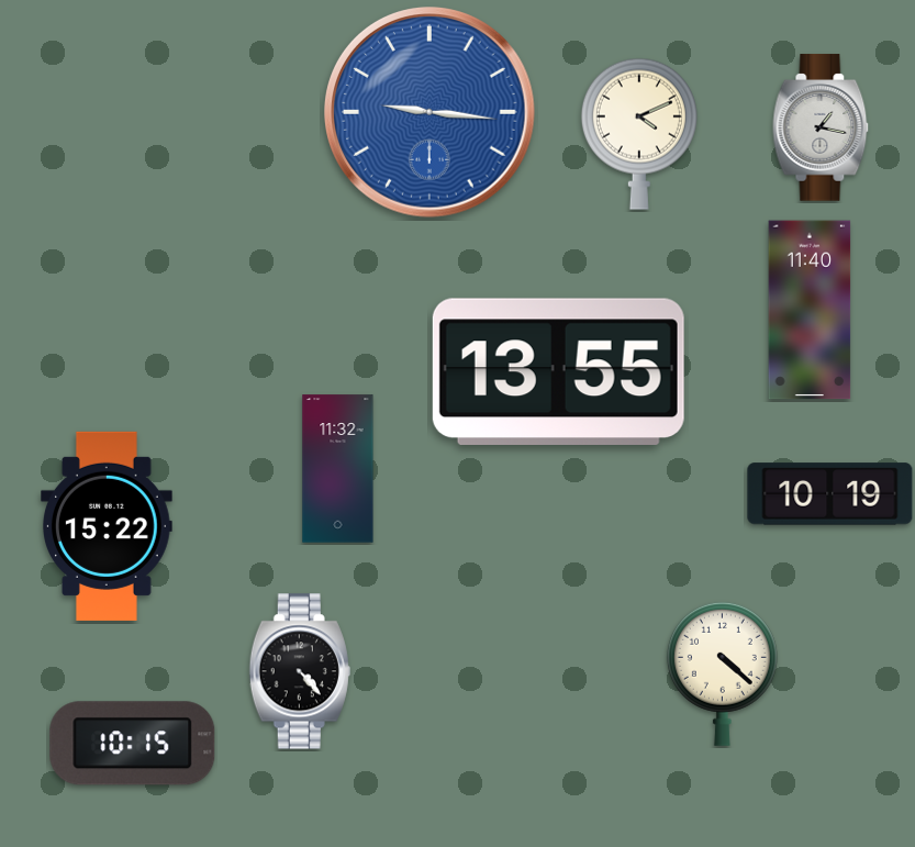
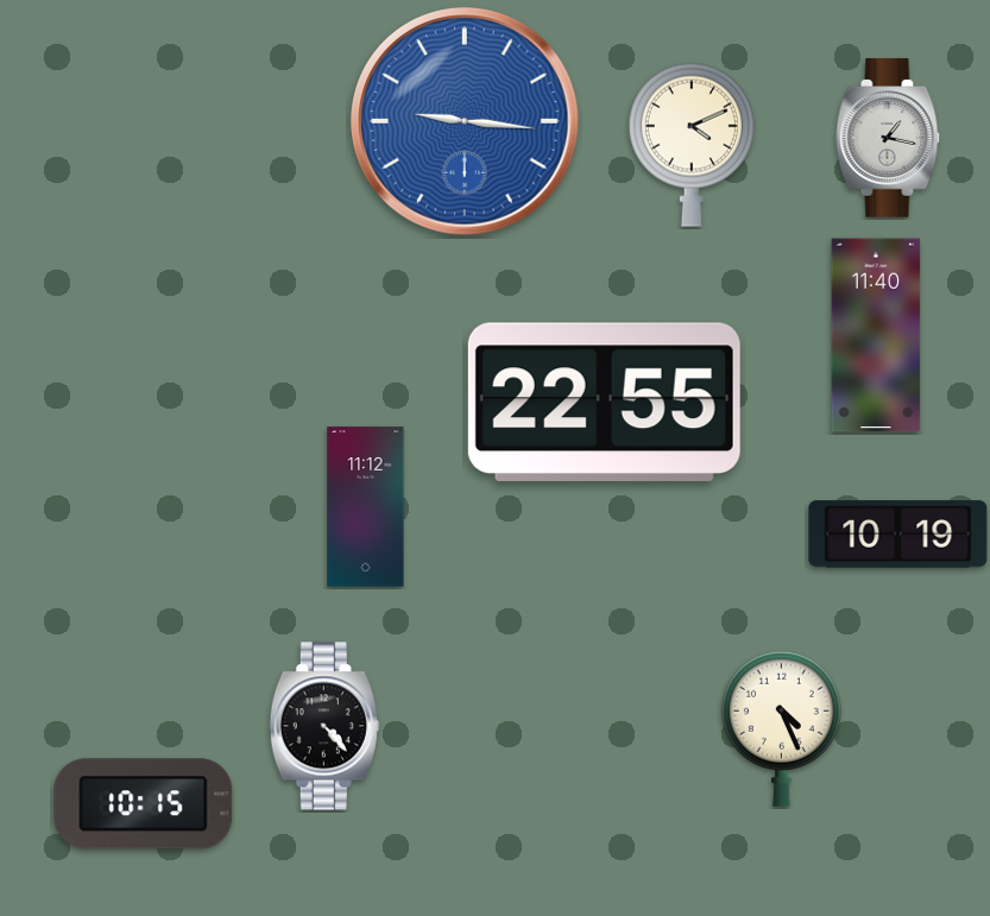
clock at (558, 371): 13:55 -> 22:55
clock at (338, 469): 11:32 -> 11:12
clock at (108, 526): 15:22 -> none
clock at (722, 673): 4:22 -> 4:26
